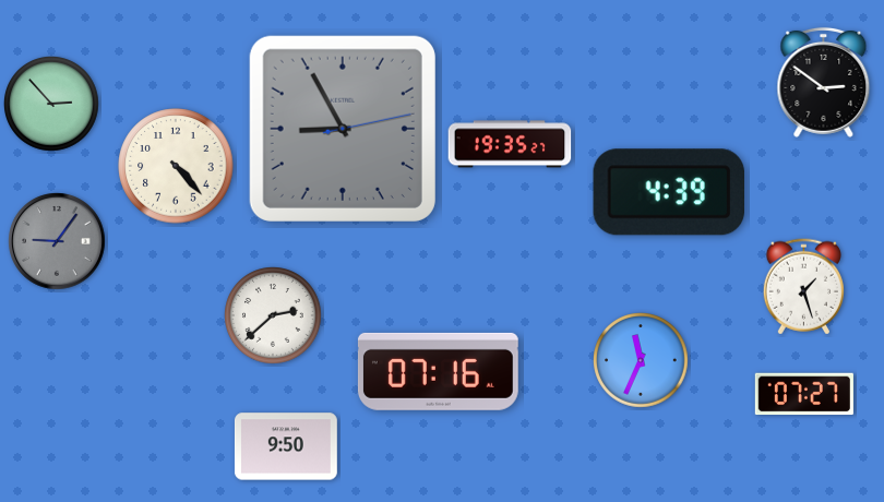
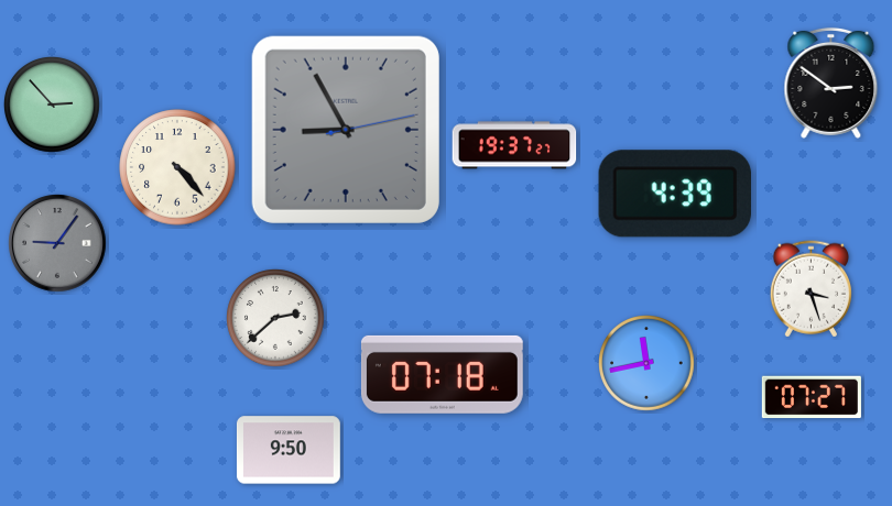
clock at (510, 144): 19:35 -> 19:37
clock at (803, 287): 1:27 -> 3:27
clock at (642, 361): 11:34 -> 11:43
clock at (438, 371): 07:16 -> 07:18
